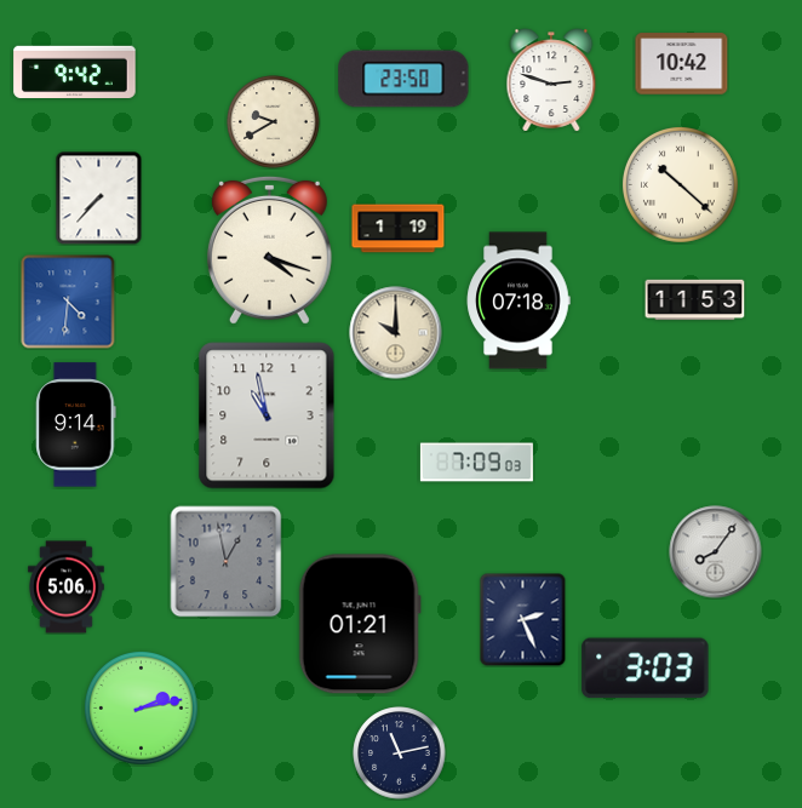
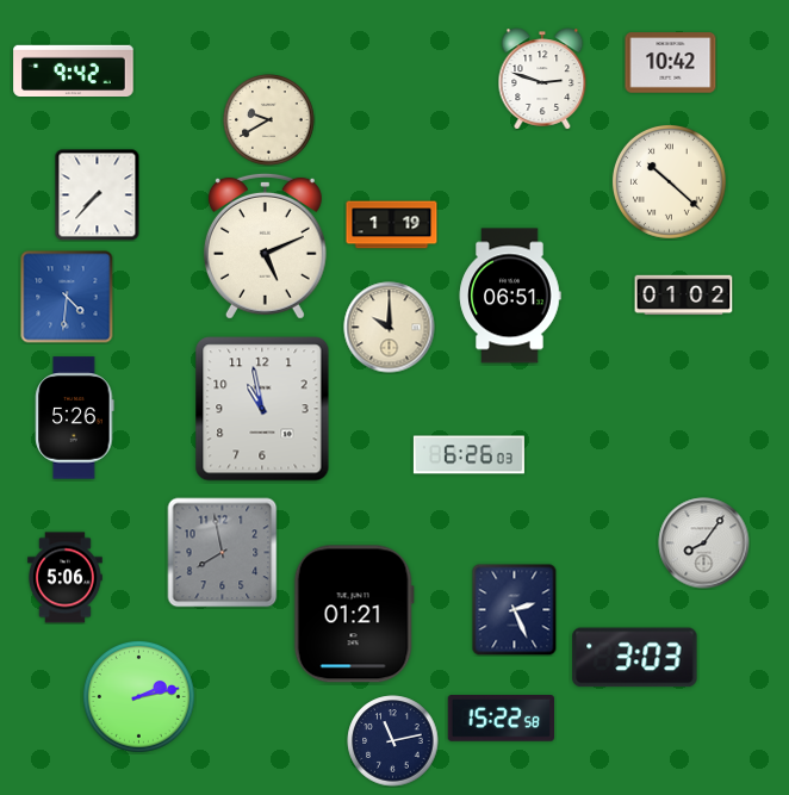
clock at (403, 79): 23:50 -> none
clock at (269, 250): 4:18 -> 5:11
clock at (519, 300): 07:18 -> 06:51
clock at (695, 300): 11:53 -> 01:02
clock at (76, 425): 9:14 -> 5:26
clock at (476, 463): 7:09 -> 6:26
clock at (227, 562): 12:58 -> 7:58
clock at (501, 719): none -> 15:22
